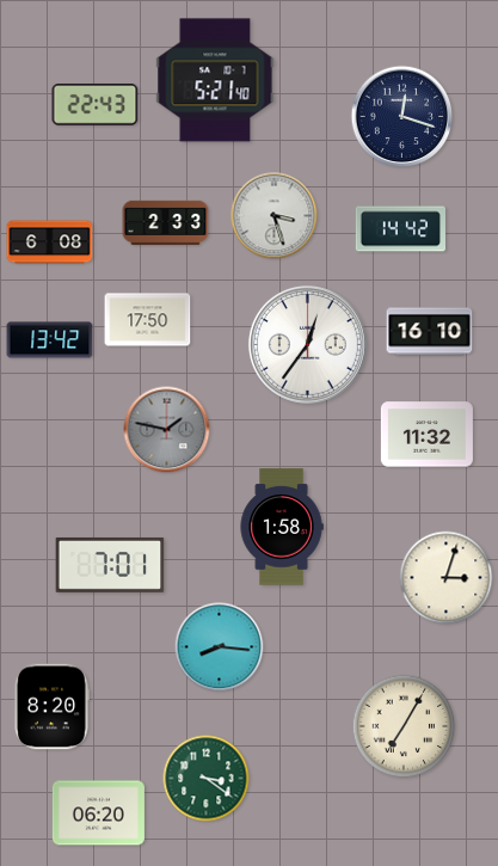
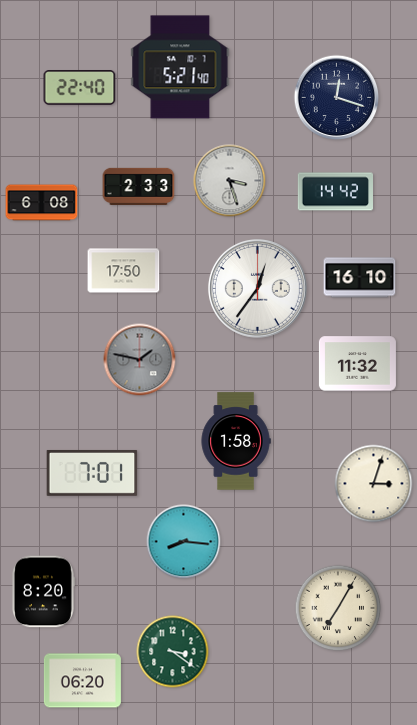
clock at (96, 105): 22:43 -> 22:40
clock at (148, 320) position: (148, 320) -> (124, 271)
clock at (50, 340): 13:42 -> none
